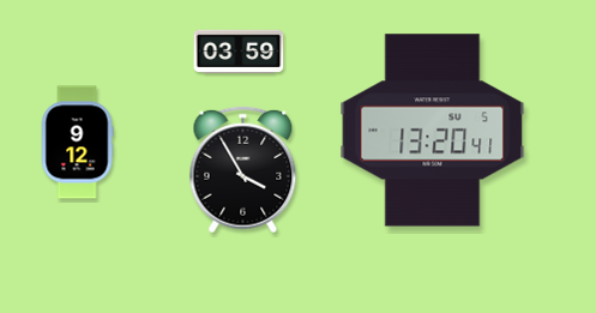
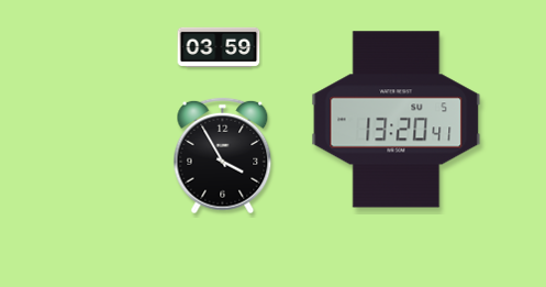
clock at (77, 143): 9:12 -> none
